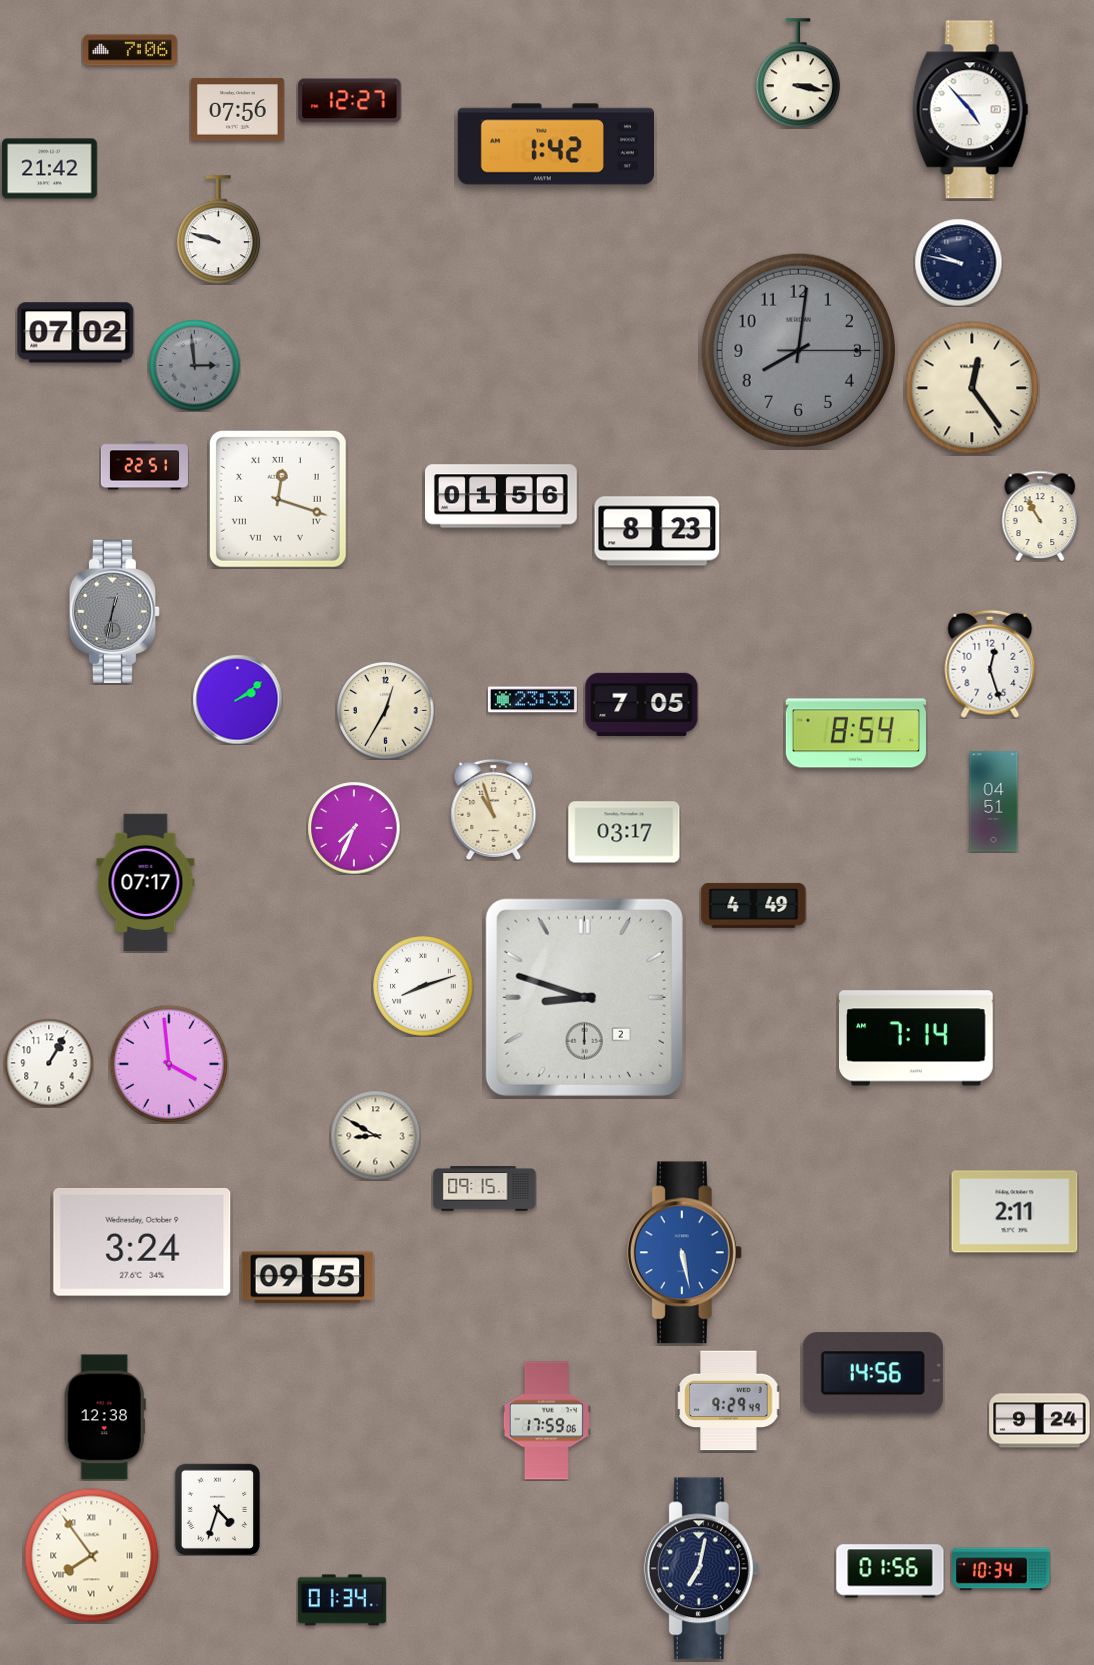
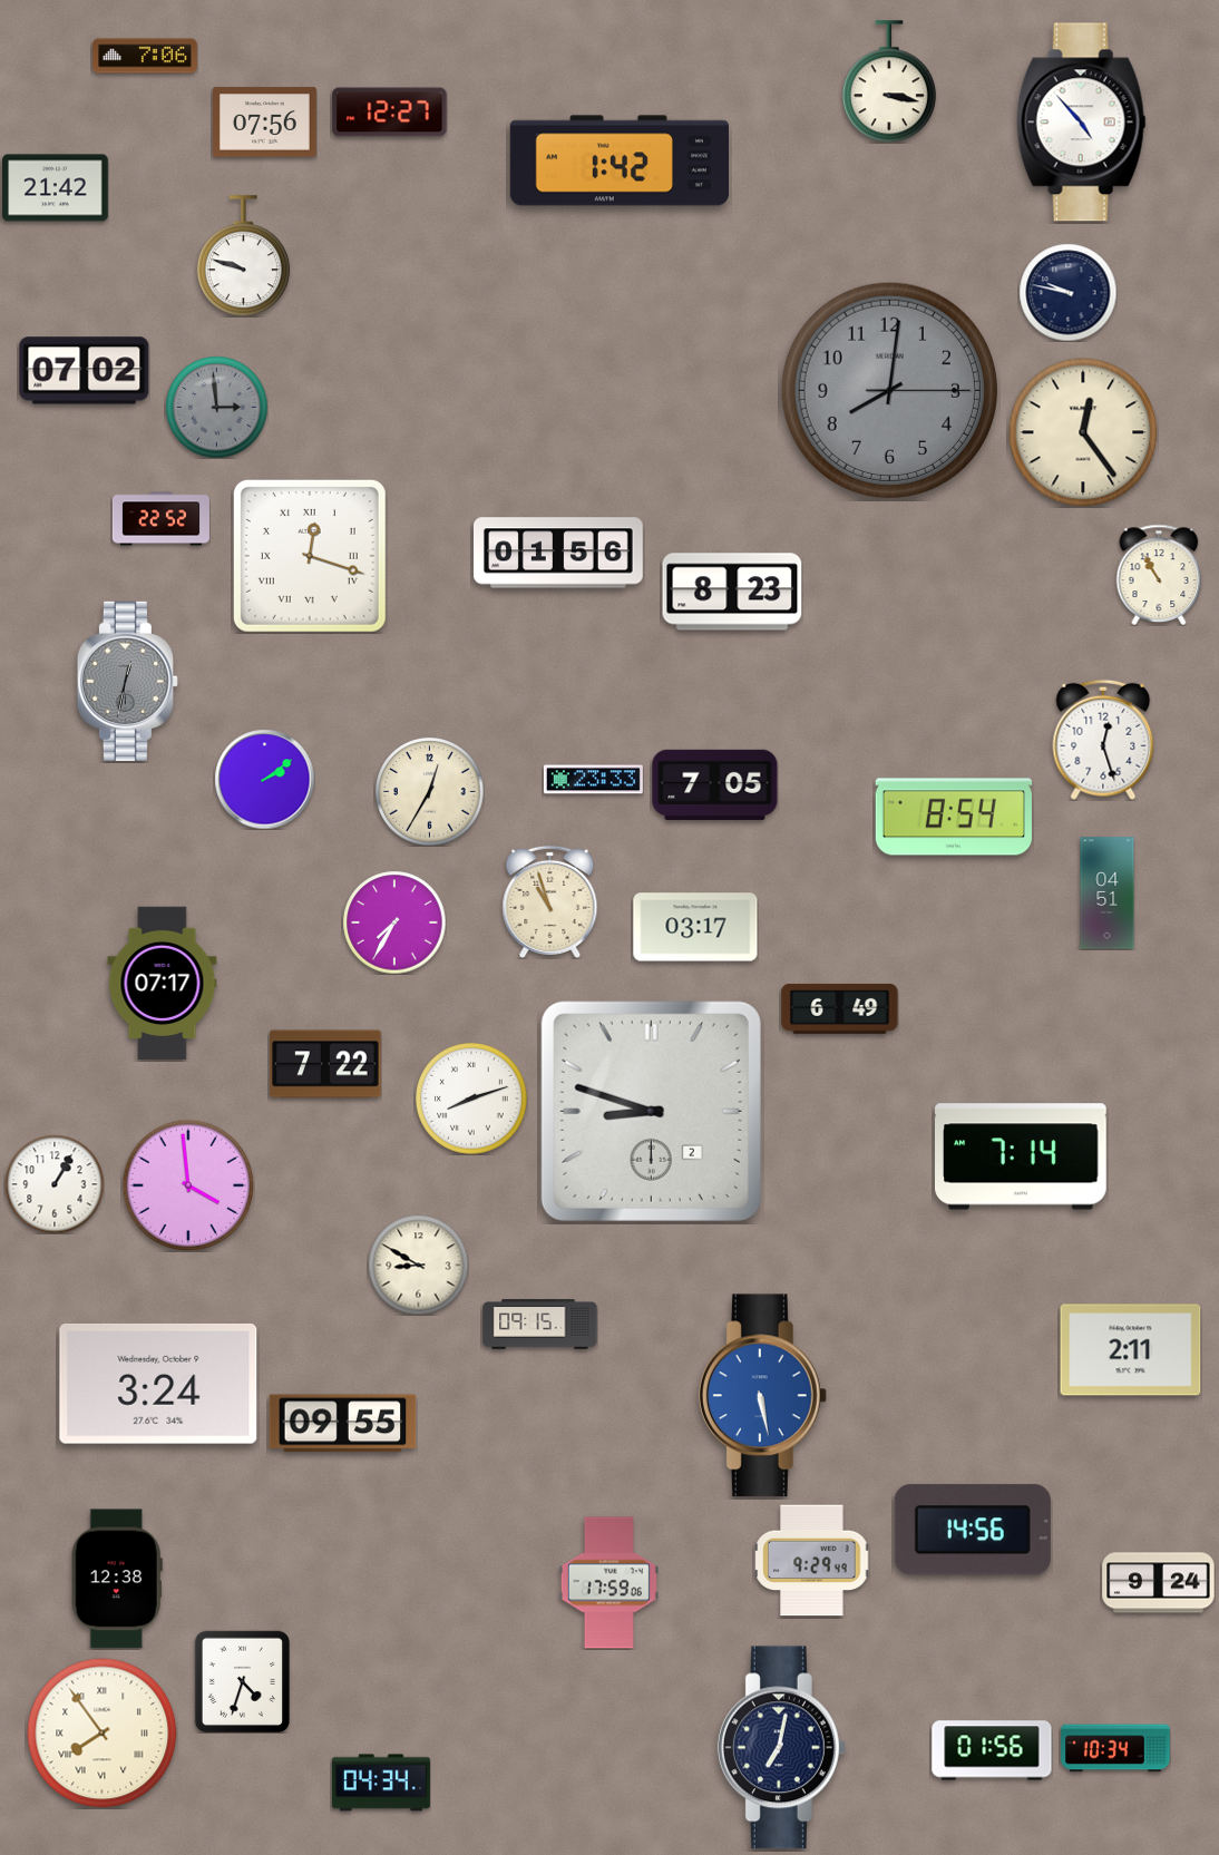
clock at (144, 466): 22:51 -> 22:52
clock at (354, 828): 7:34 -> 7:35
clock at (754, 905): 4:49 -> 6:49
clock at (325, 1064): none -> 7:22
clock at (342, 1600): 01:34 -> 04:34
